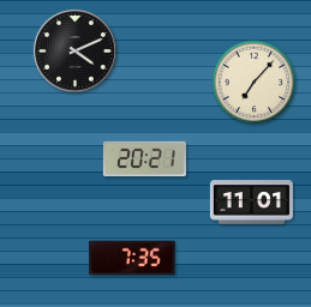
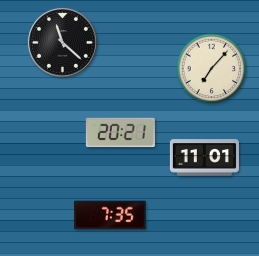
clock at (74, 50): 4:11 -> 11:22
clock at (251, 203) position: (251, 203) -> (204, 158)
